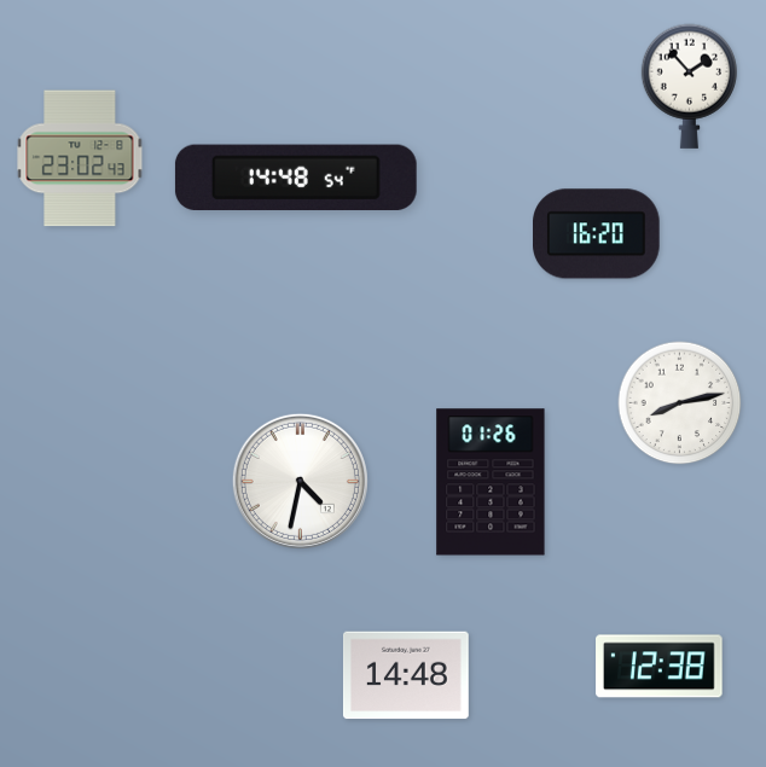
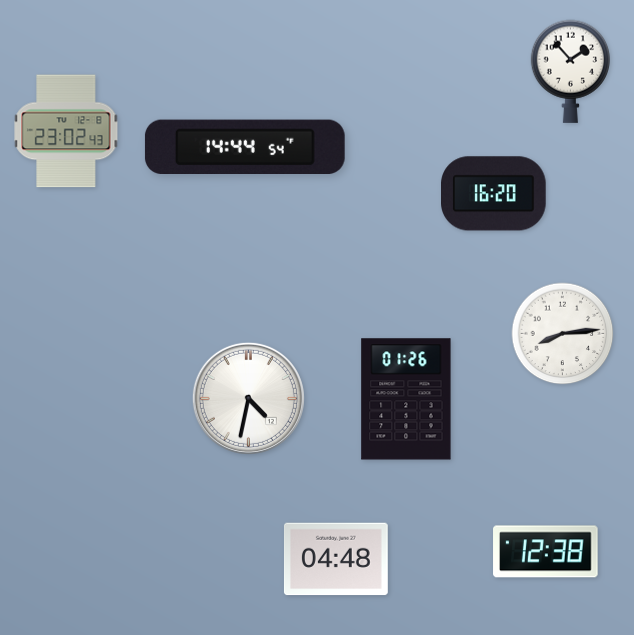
clock at (296, 176): 14:48 -> 14:44
clock at (680, 403): 8:13 -> 8:14
clock at (406, 675): 14:48 -> 04:48
